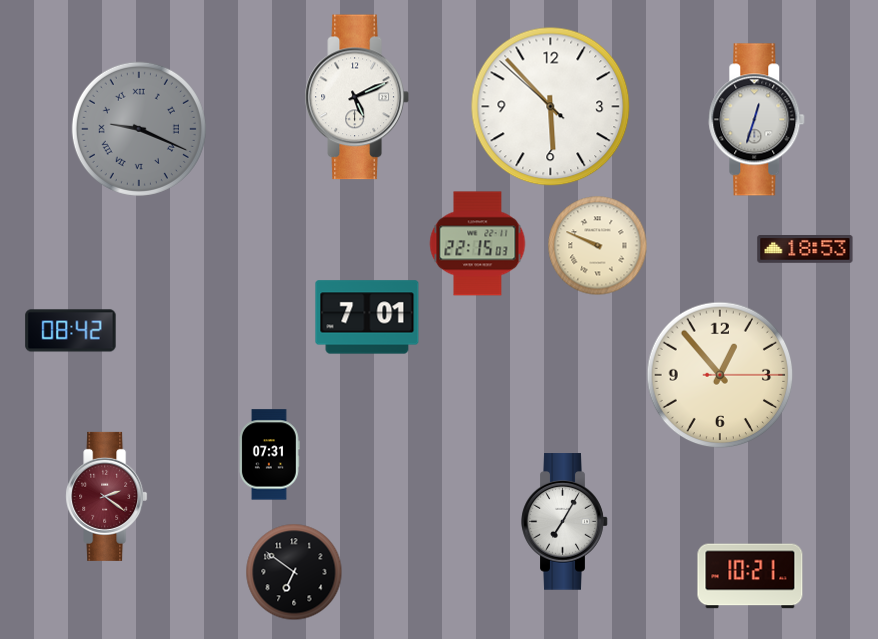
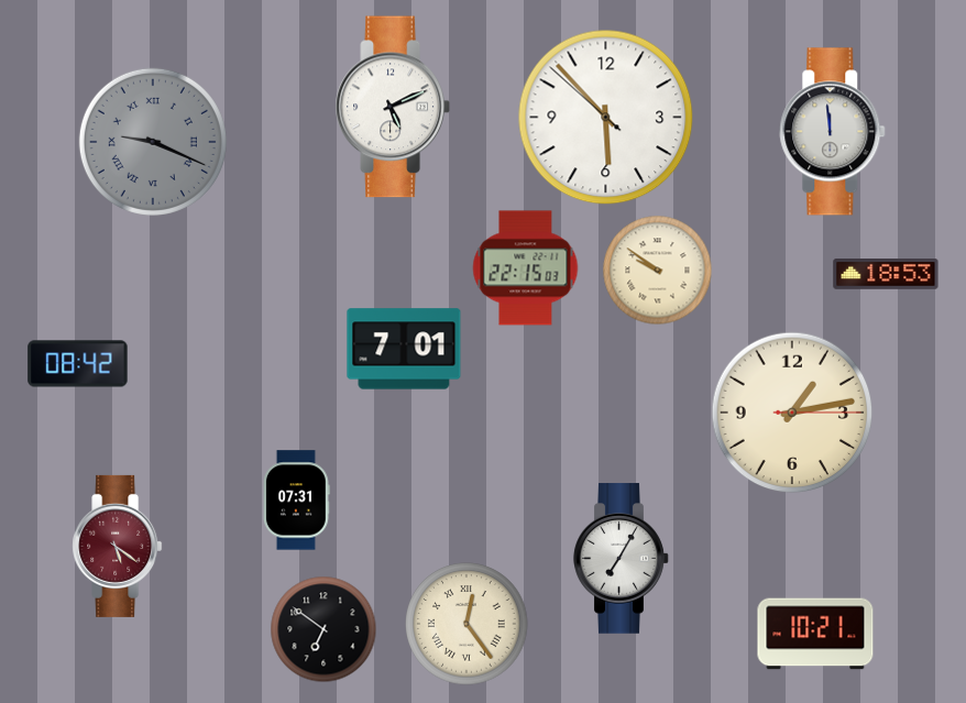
clock at (757, 120): 12:33 -> 11:59
clock at (598, 246): 9:49 -> 9:51
clock at (720, 375): 12:53 -> 1:13
clock at (107, 496): 2:21 -> 5:21
clock at (565, 522) position: (565, 522) -> (622, 559)
clock at (466, 624): none -> 12:24
clock at (750, 576) position: (750, 576) -> (815, 634)
